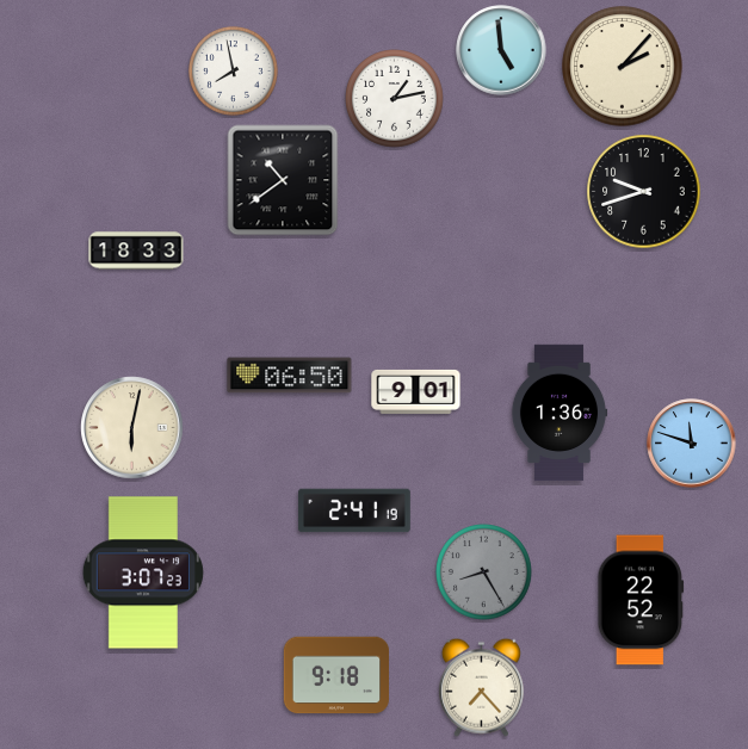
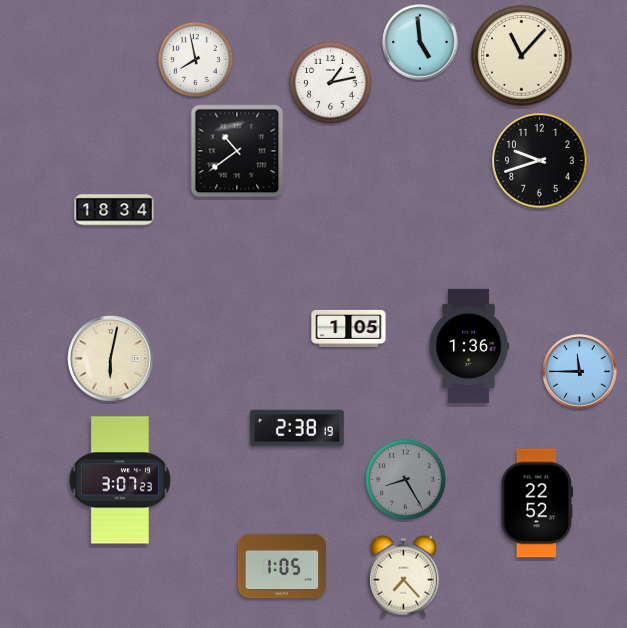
clock at (623, 67): 2:07 -> 11:07
clock at (136, 250): 18:33 -> 18:34
clock at (290, 376): 06:50 -> none
clock at (416, 391): 9:01 -> 1:05
clock at (692, 444): 11:48 -> 11:45
clock at (354, 510): 2:41 -> 2:38
clock at (336, 675): 9:18 -> 1:05
